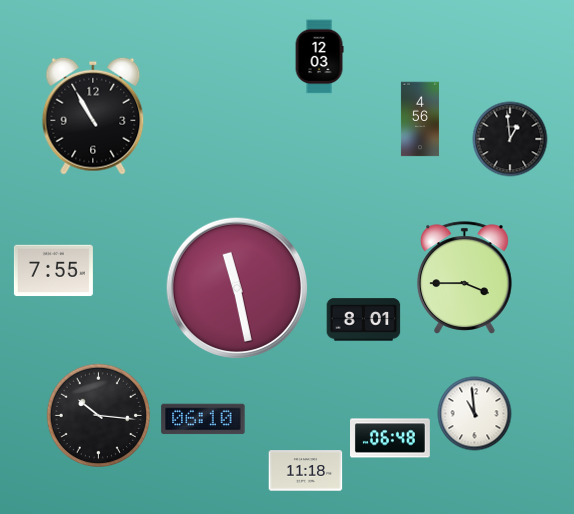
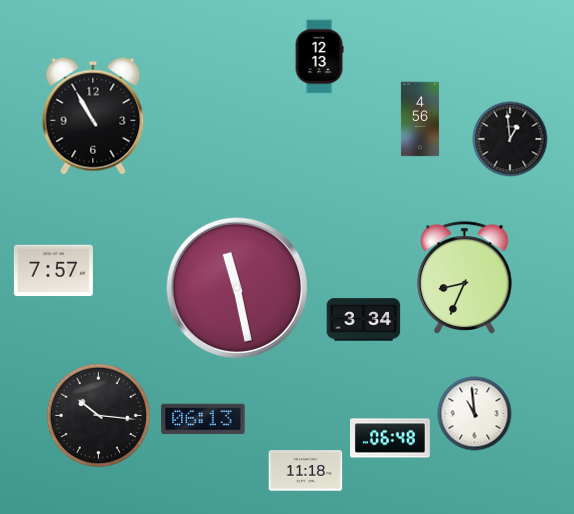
clock at (319, 57): 12:03 -> 12:13
clock at (53, 271): 7:55 -> 7:57
clock at (464, 278): 3:45 -> 8:34
clock at (364, 320): 8:01 -> 3:34
clock at (203, 419): 06:10 -> 06:13
